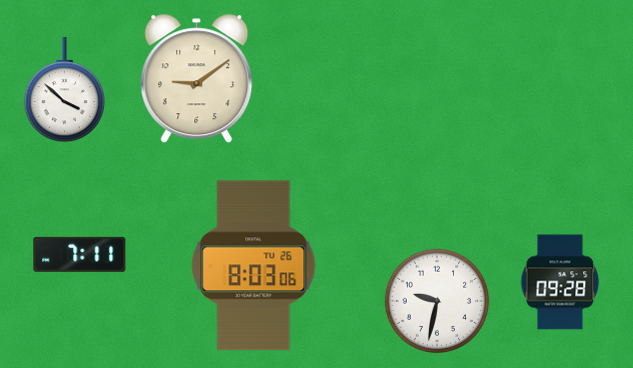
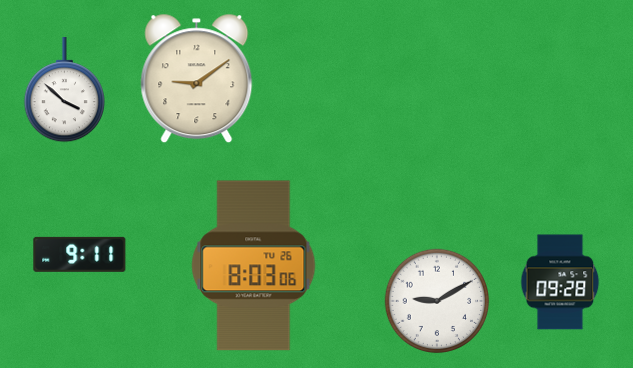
clock at (80, 254): 7:11 -> 9:11
clock at (437, 301): 9:32 -> 9:10
